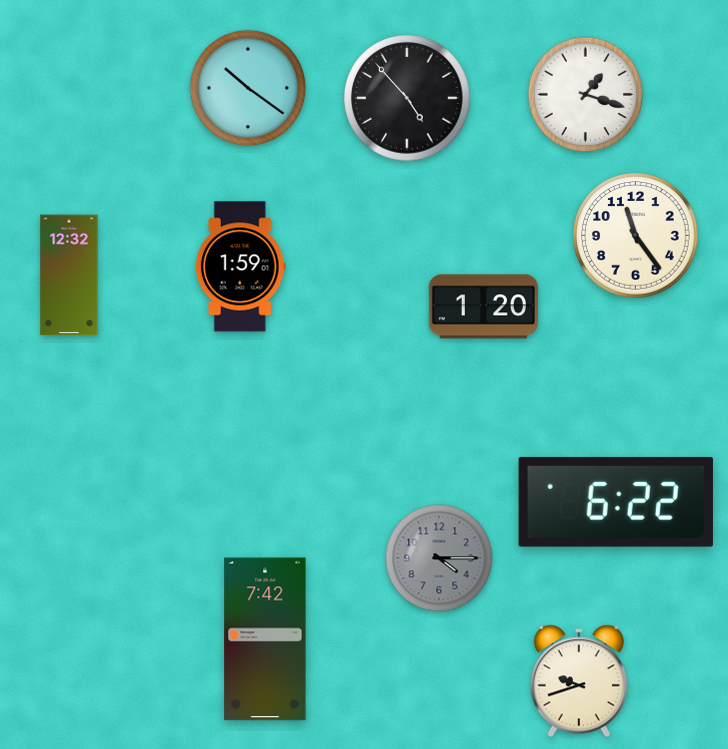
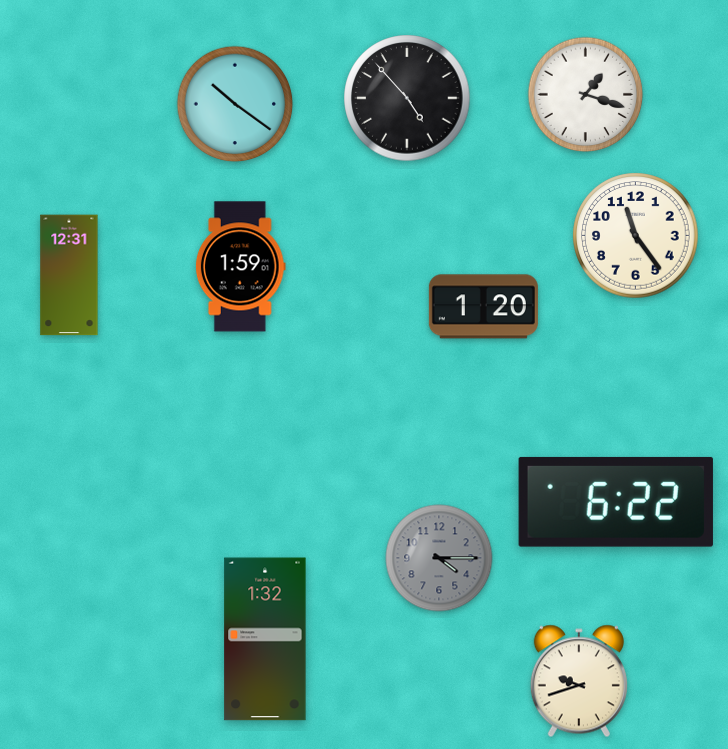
clock at (248, 88) position: (248, 88) -> (235, 104)
clock at (69, 275): 12:32 -> 12:31
clock at (265, 639): 7:42 -> 1:32
